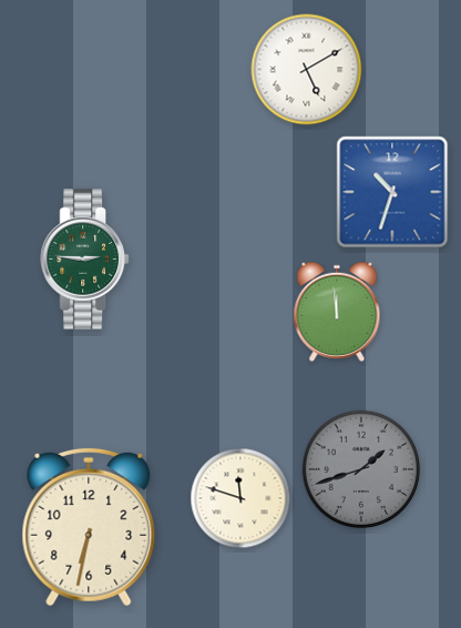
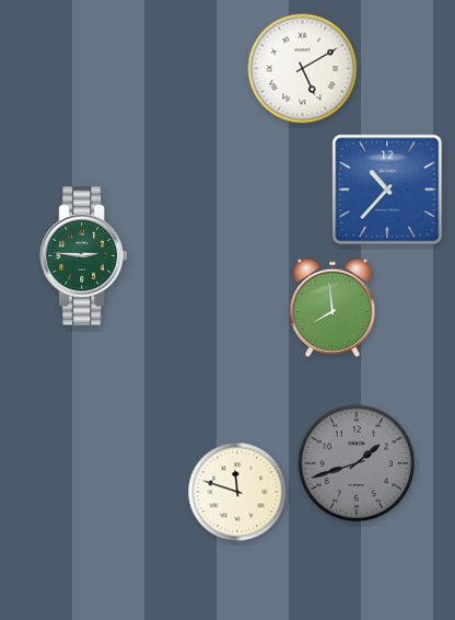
clock at (392, 192): 10:33 -> 10:37
clock at (337, 312): 11:59 -> 7:59
clock at (89, 527): 6:32 -> none
